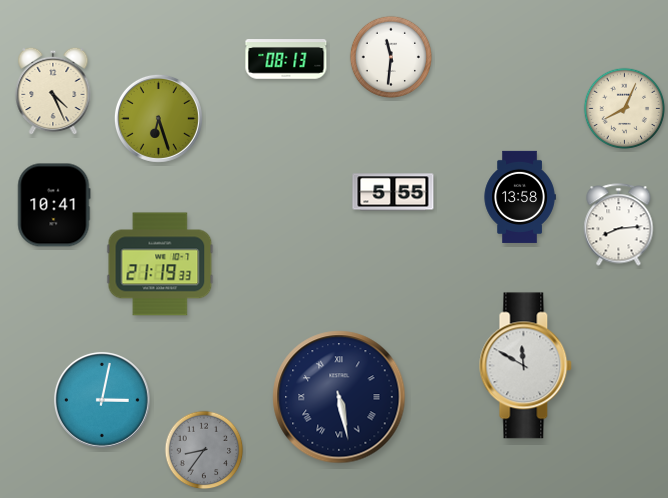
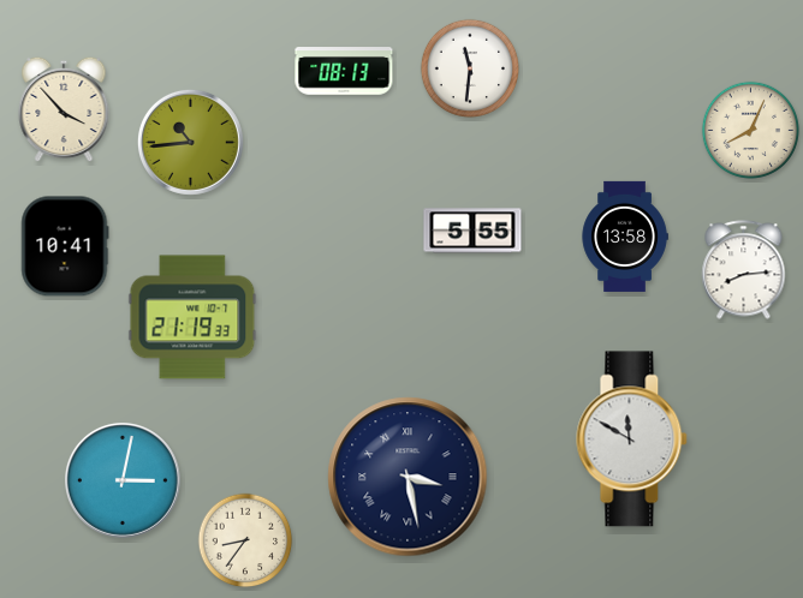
clock at (53, 91): 4:26 -> 3:53
clock at (158, 118): 6:27 -> 10:44
clock at (339, 397): 5:28 -> 3:28
clock at (204, 450) dial: grey -> cream
